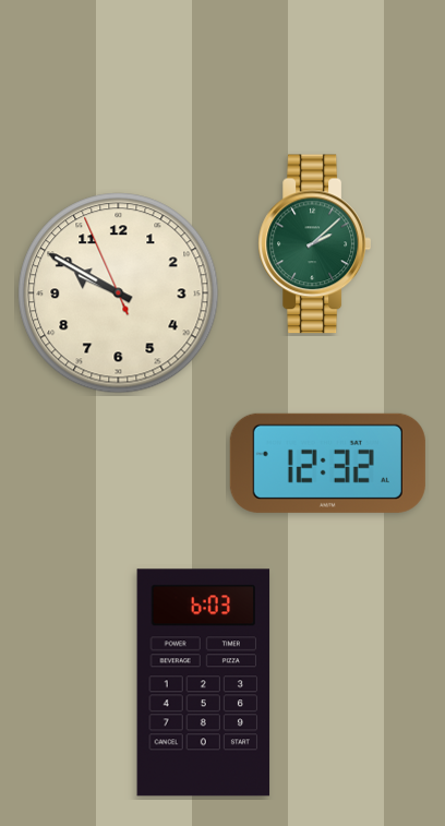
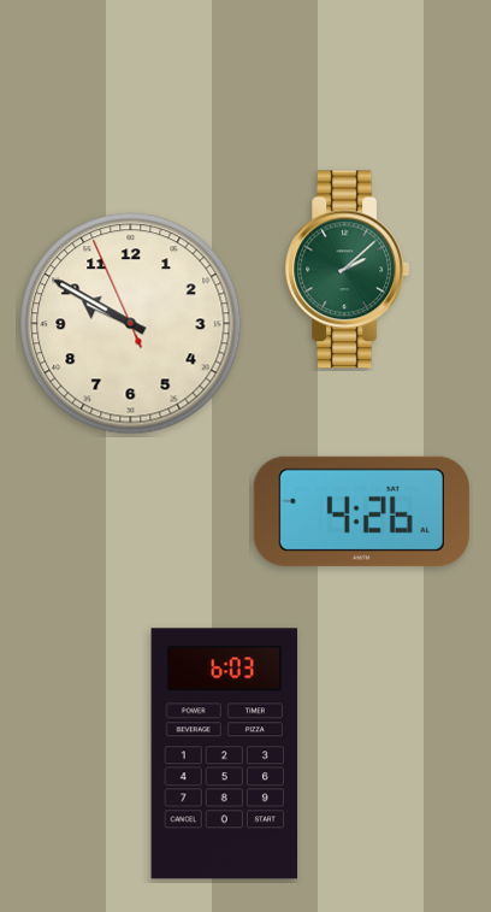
clock at (327, 463): 12:32 -> 4:26
